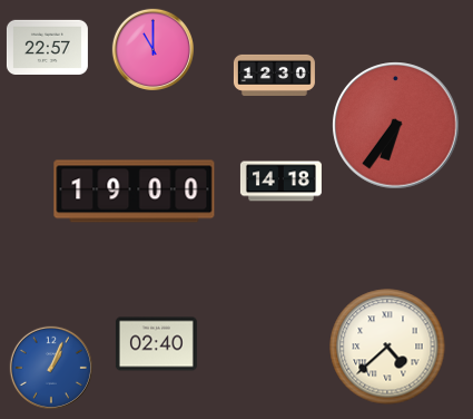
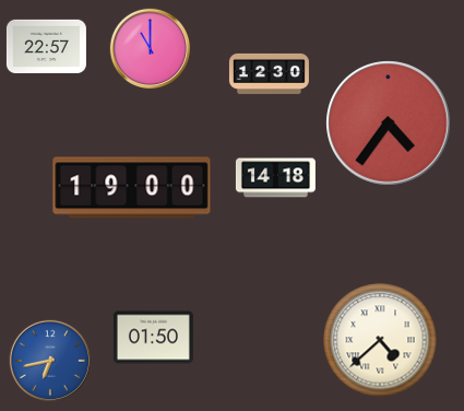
clock at (396, 126): 6:36 -> 4:36
clock at (156, 344): 02:40 -> 01:50
clock at (50, 367): 1:04 -> 6:43
